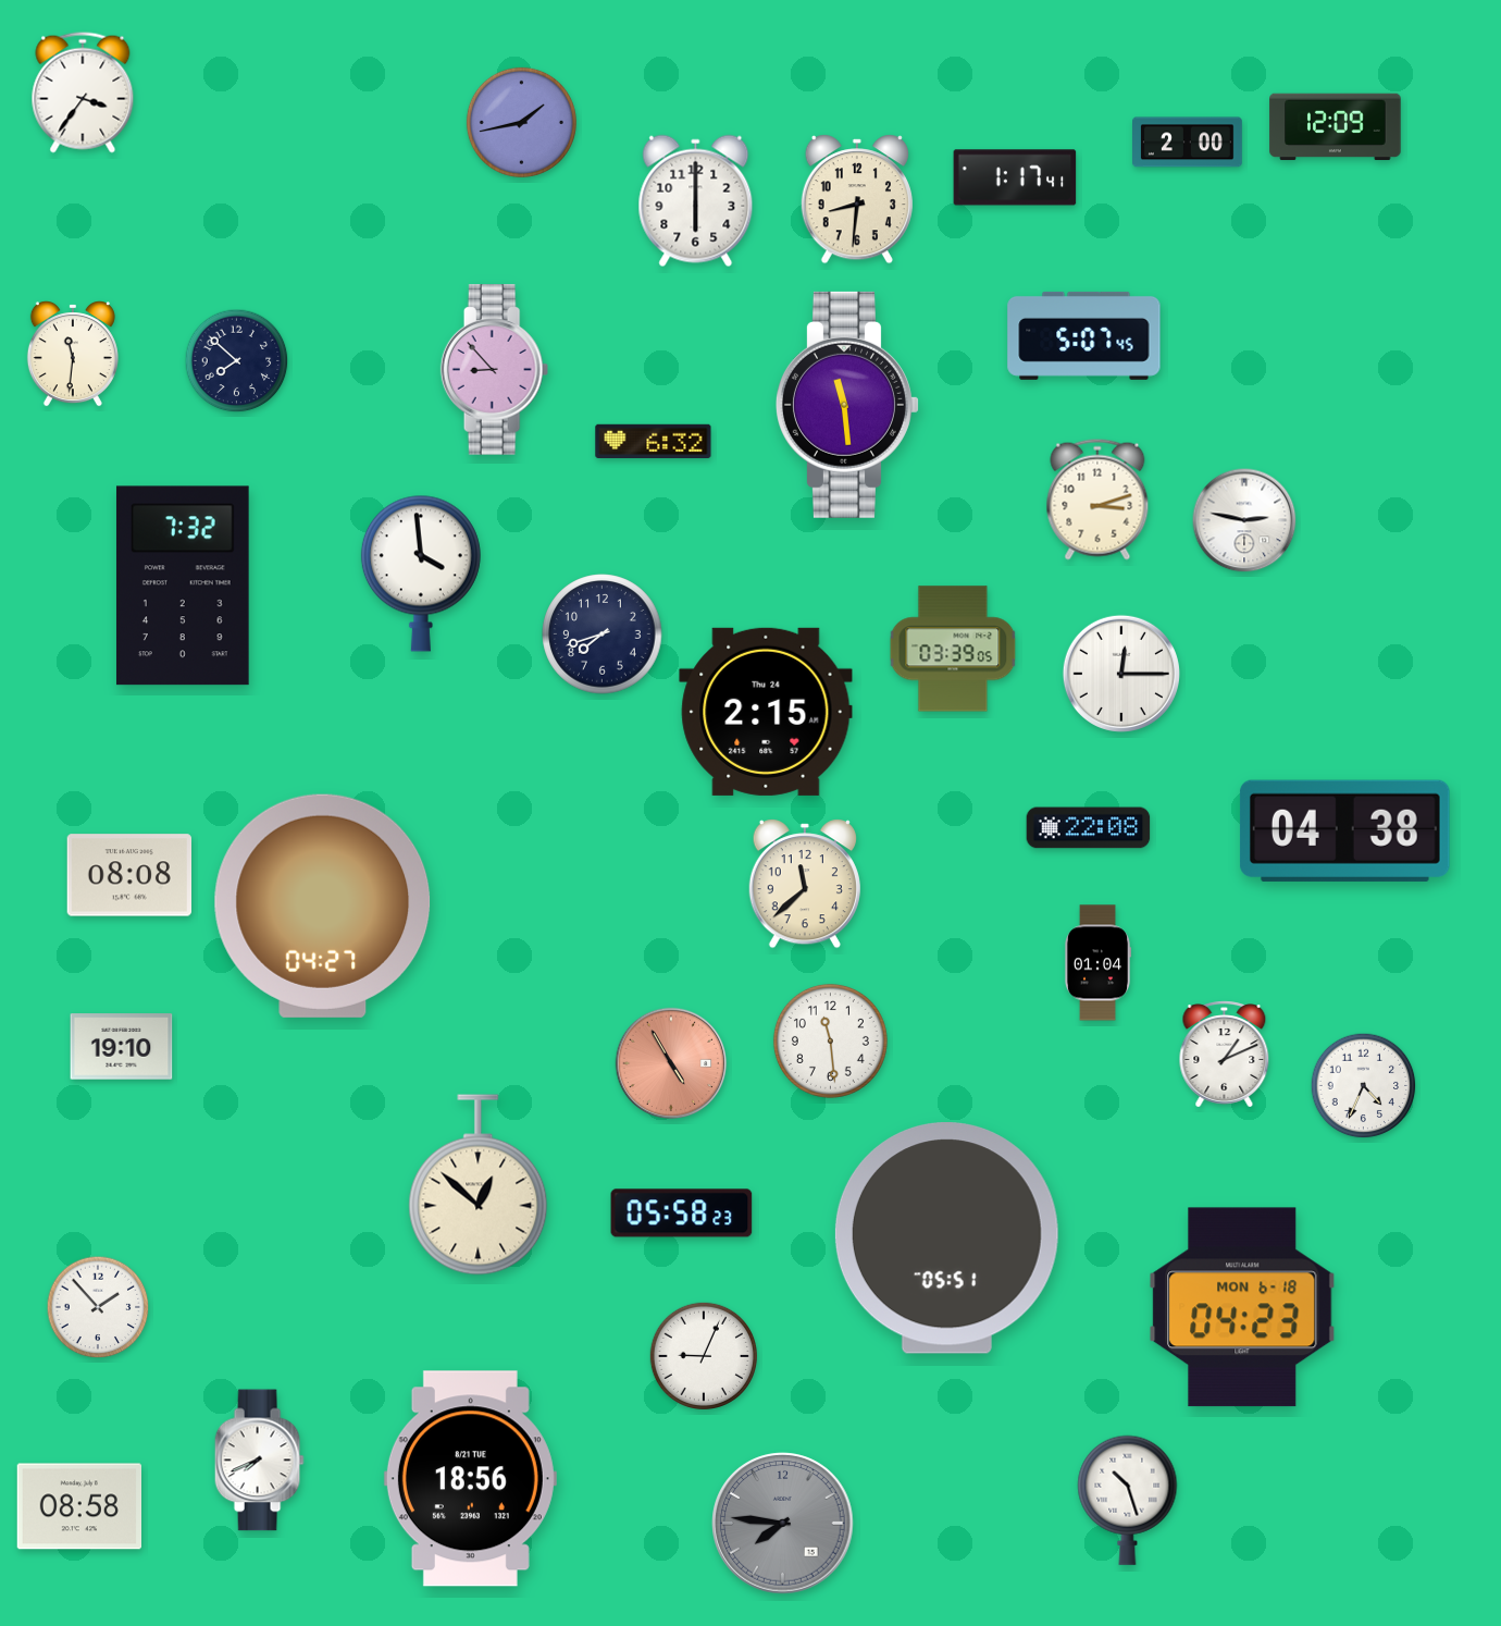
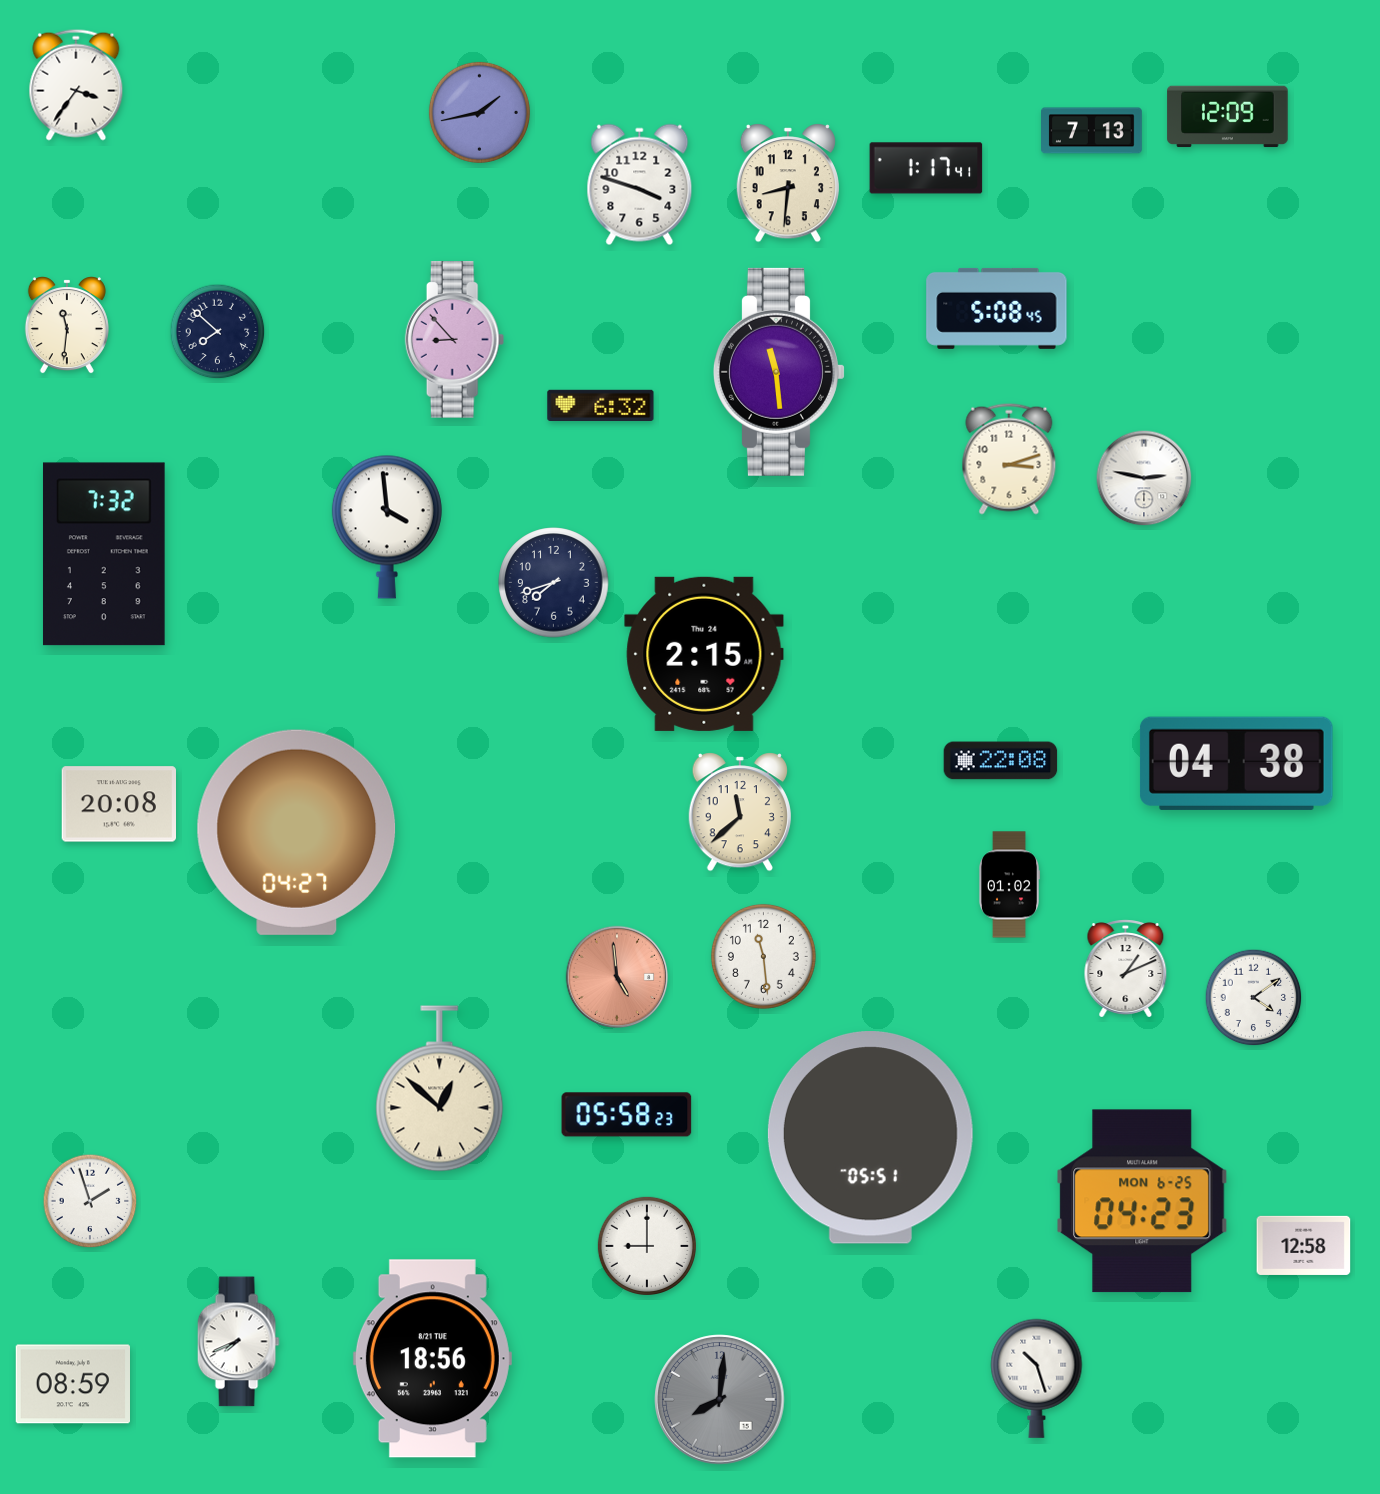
clock at (1188, 143): 2:00 -> 7:13
clock at (1015, 177) position: (1015, 177) -> (926, 168)
clock at (696, 201): 6:00 -> 3:48
clock at (1084, 335): 5:07 -> 5:08
clock at (183, 586) position: (183, 586) -> (104, 554)
clock at (953, 649): 03:39 -> none
clock at (1121, 674): 12:15 -> none
clock at (128, 875): 08:08 -> 20:08
clock at (1096, 963): 01:04 -> 01:02
clock at (122, 1047): 19:10 -> none
clock at (671, 1063): 4:55 -> 4:59
clock at (1364, 1086): 4:34 -> 4:09
clock at (98, 1307): 1:53 -> 1:57
clock at (1242, 1307) date: MON 6-18 -> MON 6-25
clock at (703, 1355): 9:04 -> 9:00
clock at (1304, 1245): none -> 12:58
clock at (78, 1506): 08:58 -> 08:59
clock at (783, 1524): 7:46 -> 8:01
